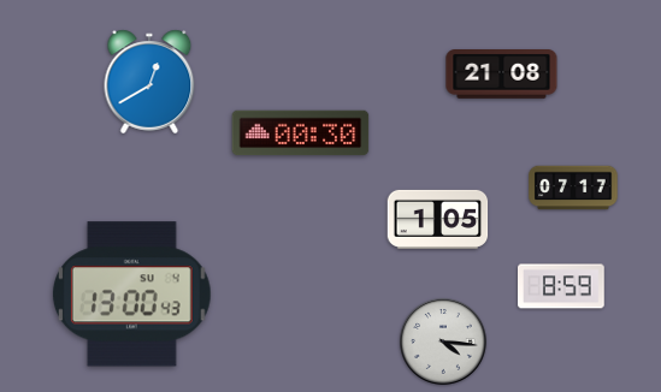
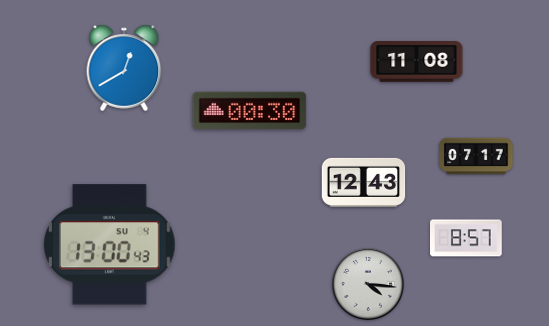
clock at (502, 75): 21:08 -> 11:08
clock at (438, 219): 1:05 -> 12:43
clock at (562, 286): 8:59 -> 8:57
